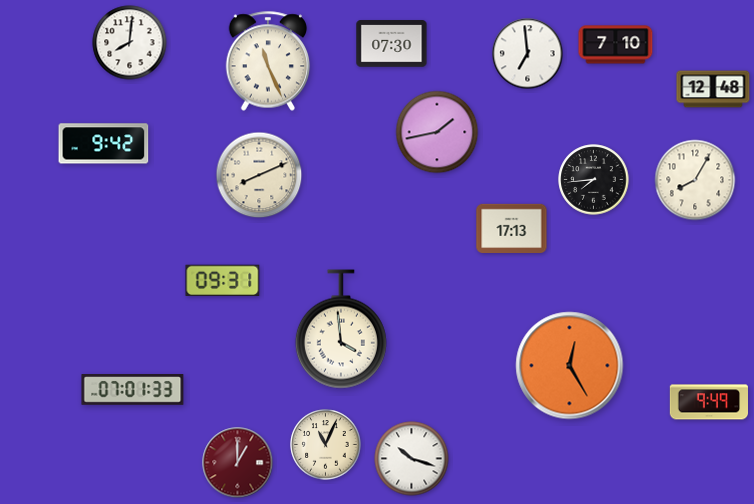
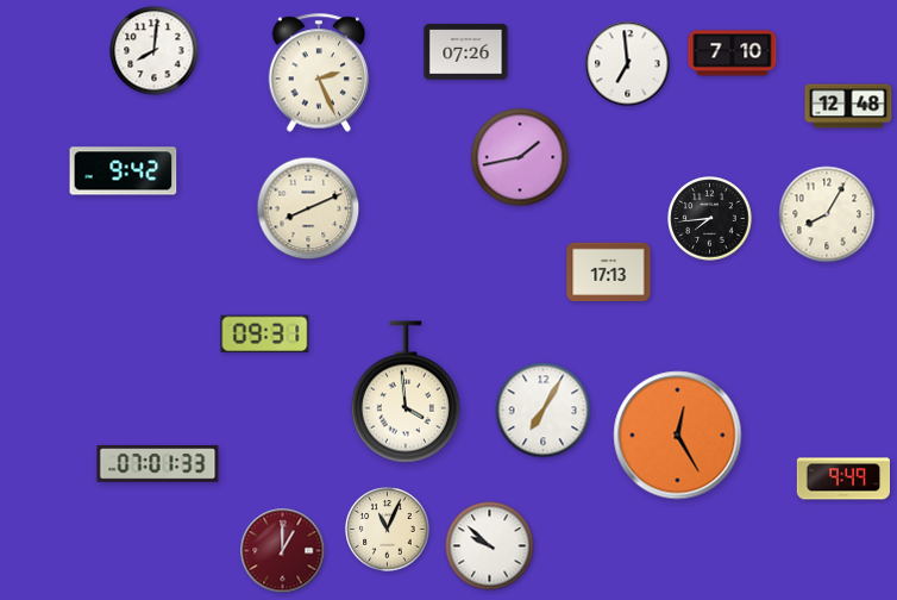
clock at (392, 44): 07:30 -> 07:26
clock at (268, 61): 11:26 -> 2:26
clock at (594, 180) position: (594, 180) -> (710, 219)
clock at (544, 411): none -> 7:05
clock at (412, 459): 10:18 -> 9:52
